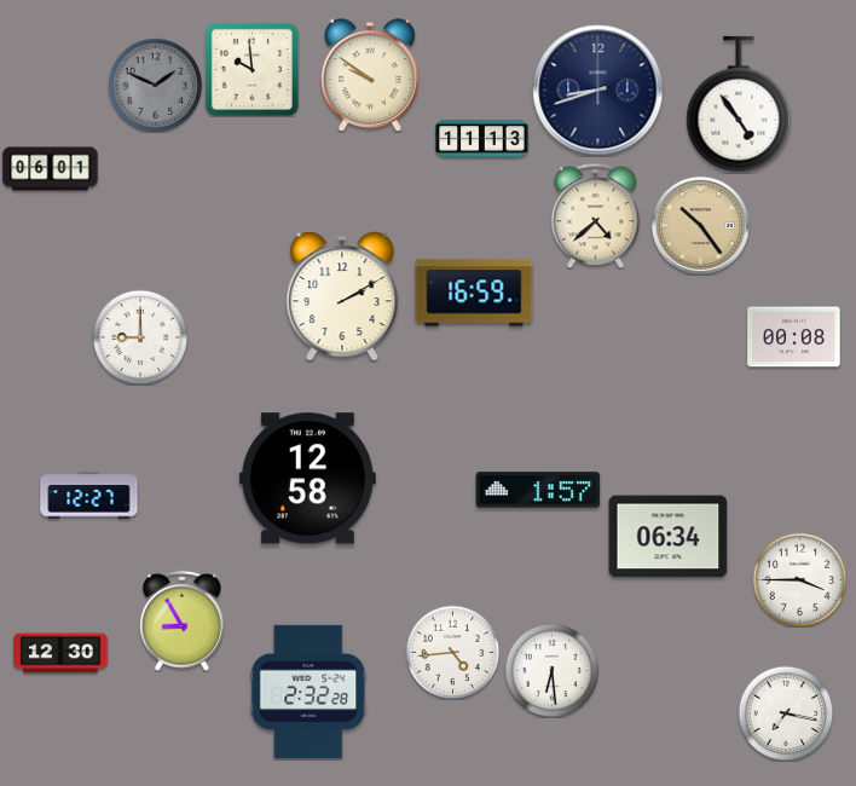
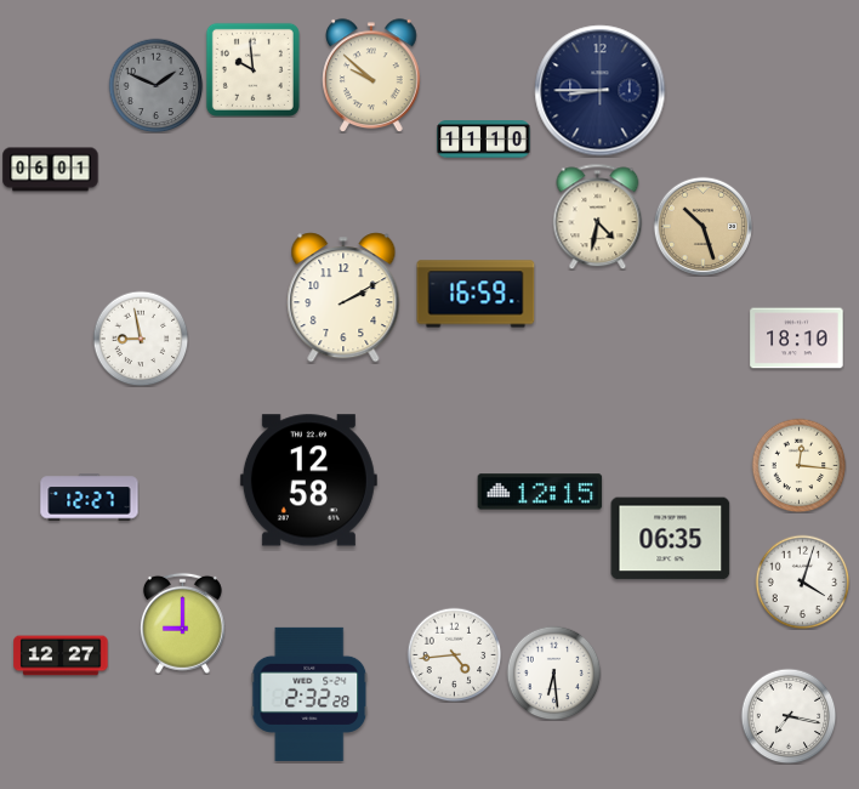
clock at (370, 75): 9:51 -> 9:52
clock at (598, 91): 8:42 -> 8:45
clock at (739, 104): 4:54 -> none
clock at (482, 139): 11:13 -> 11:10
clock at (596, 215): 4:38 -> 4:32
clock at (700, 225): 10:24 -> 10:27
clock at (140, 337): 9:00 -> 8:58
clock at (794, 337): 00:08 -> 18:10
clock at (798, 465): none -> 12:16
clock at (538, 490): 1:57 -> 12:15
clock at (669, 537): 06:34 -> 06:35
clock at (799, 579): 3:45 -> 4:03
clock at (181, 620): 8:55 -> 9:00
clock at (60, 653): 12:30 -> 12:27
